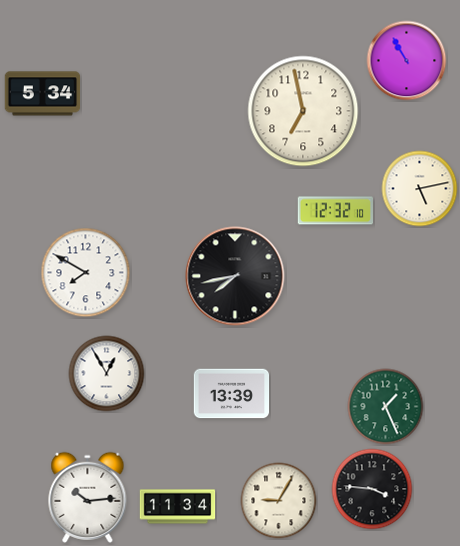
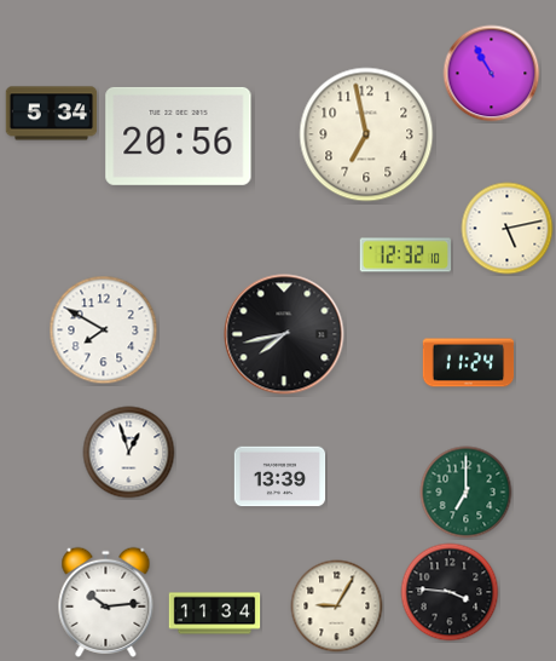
clock at (179, 136): none -> 20:56
clock at (469, 363): none -> 11:24
clock at (107, 374): 12:55 -> 12:57
clock at (386, 407): 1:26 -> 7:00
